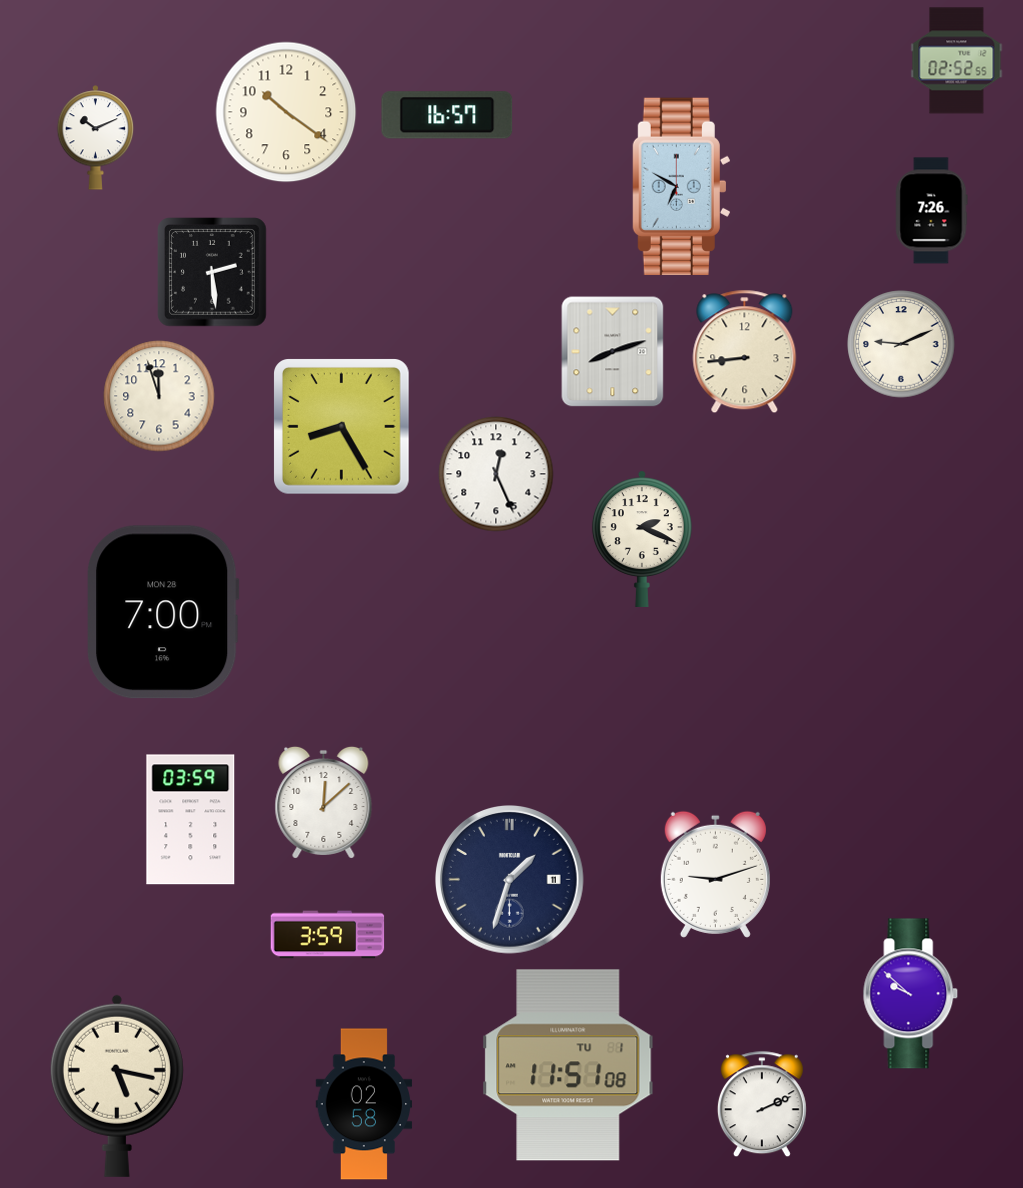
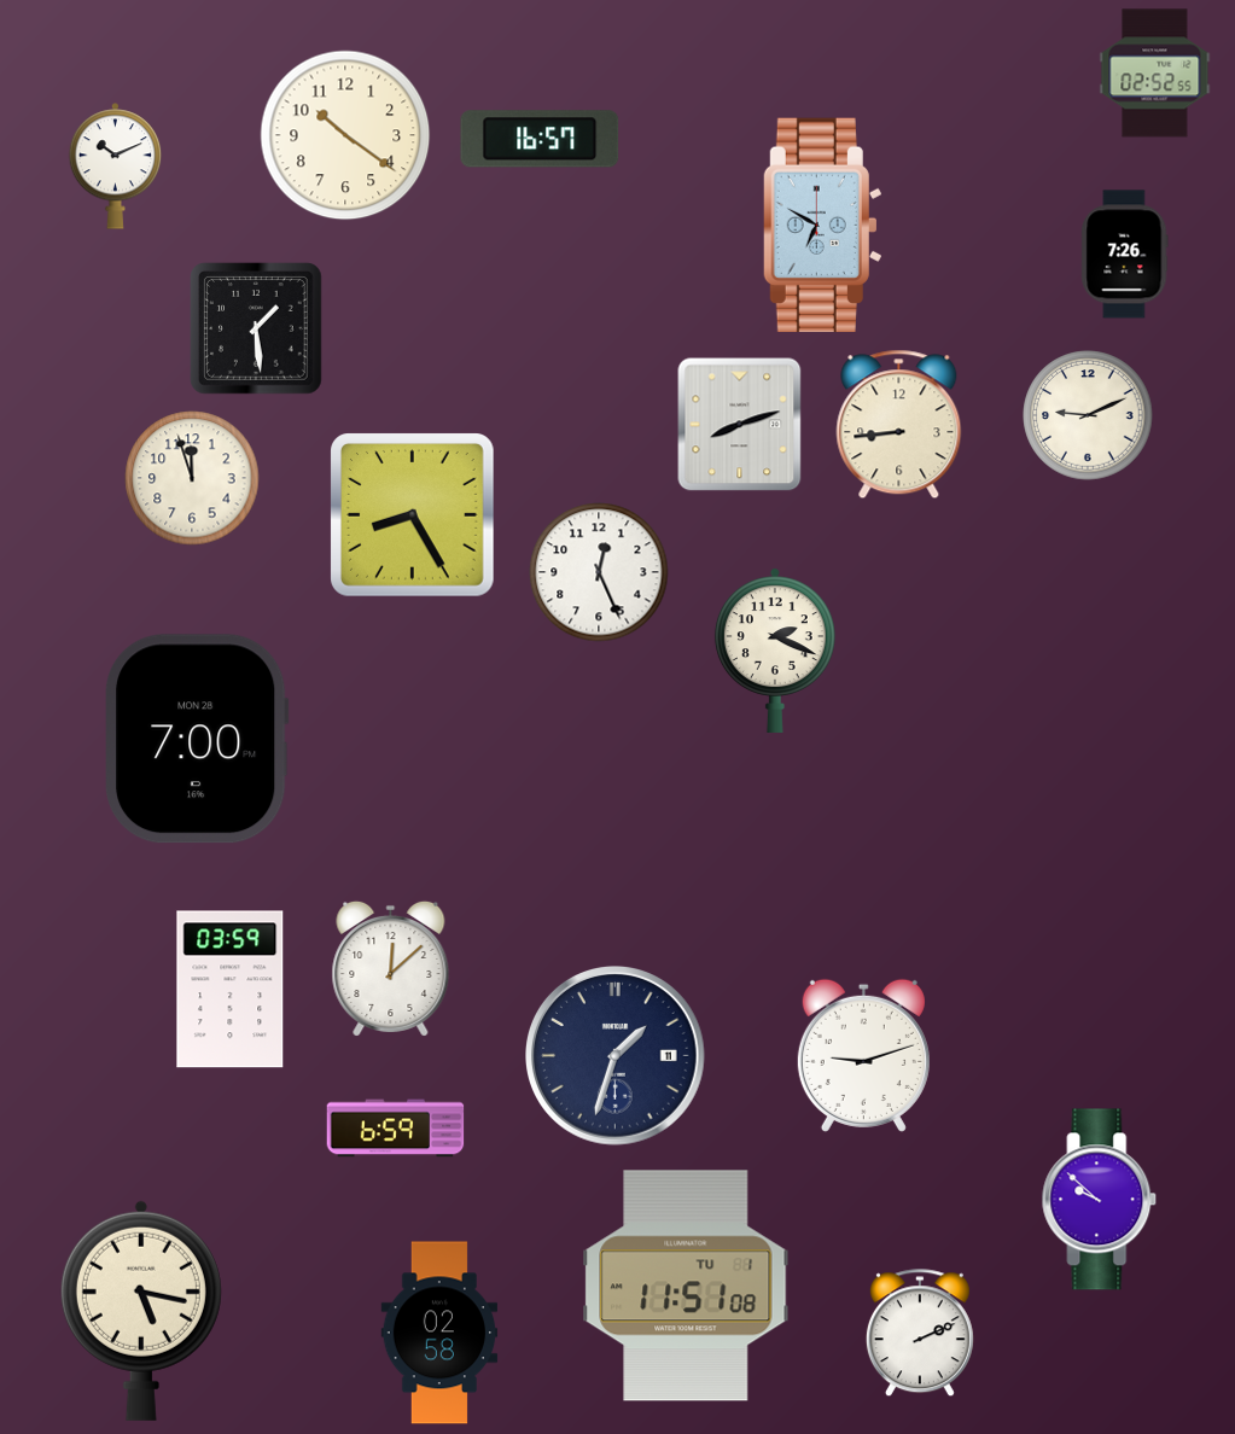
clock at (212, 272): 2:29 -> 1:29
clock at (510, 880) position: (510, 880) -> (616, 1056)
clock at (328, 935): 3:59 -> 6:59
